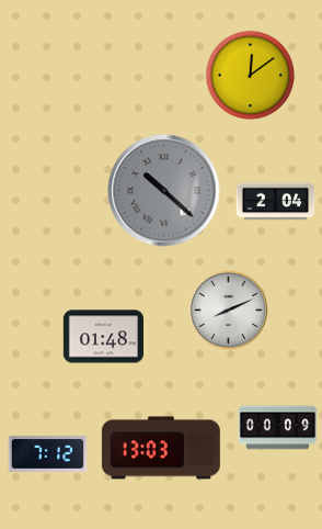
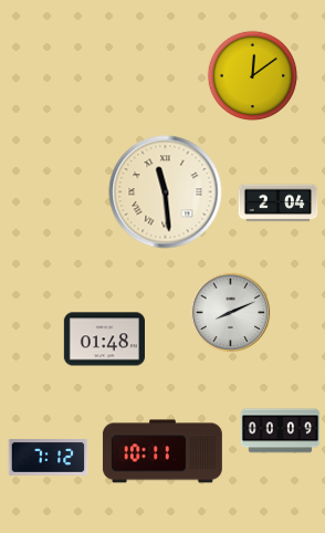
clock at (164, 191): 10:22 -> 11:29
clock at (164, 191) dial: grey -> cream
clock at (161, 448): 13:03 -> 10:11
